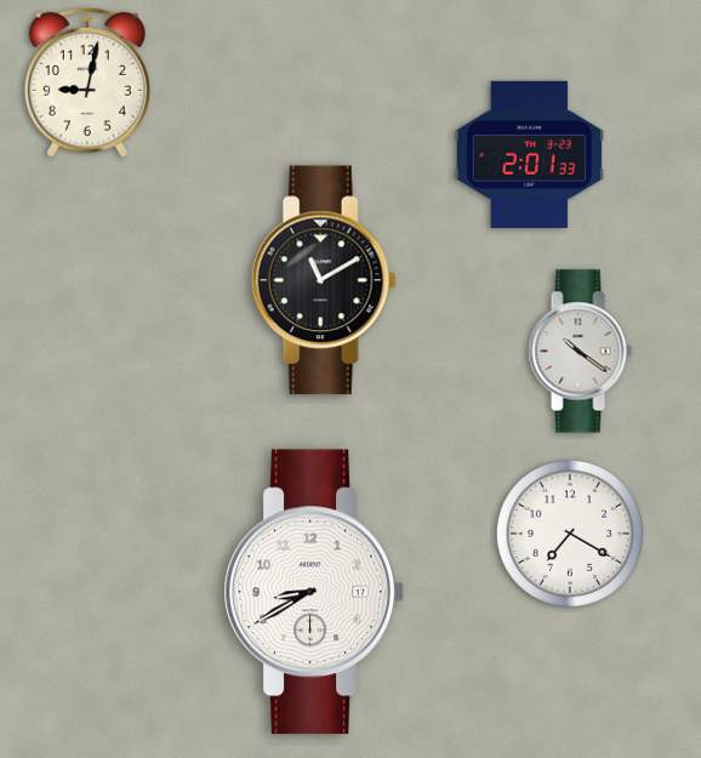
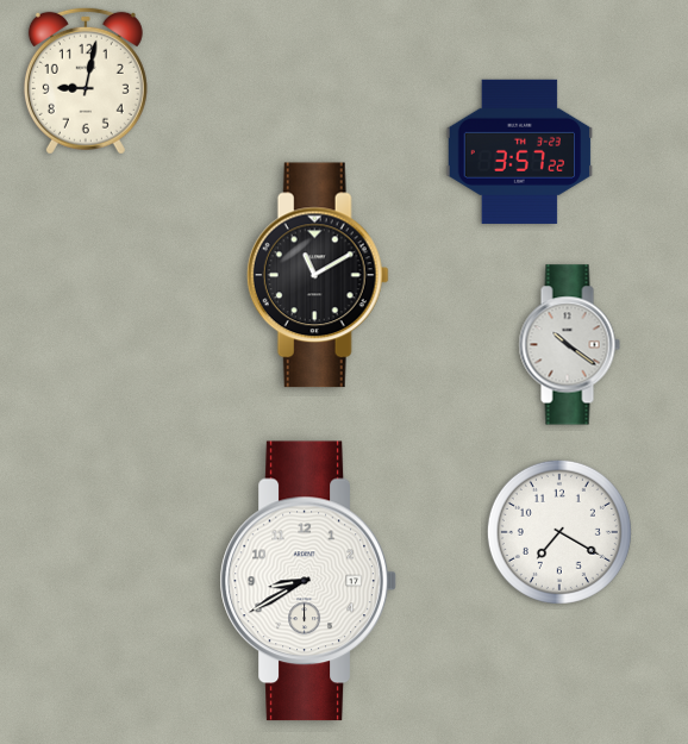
clock at (530, 154): 2:01 -> 3:57
clock at (570, 534) position: (570, 534) -> (559, 532)
